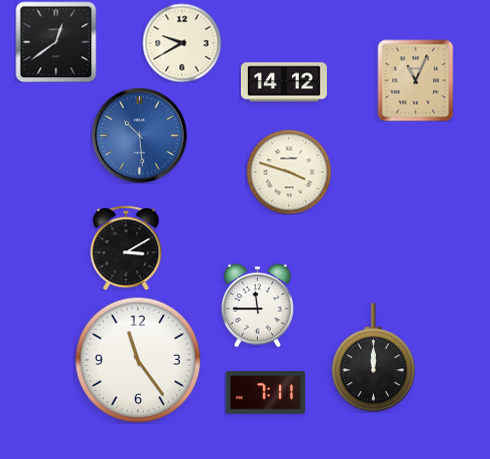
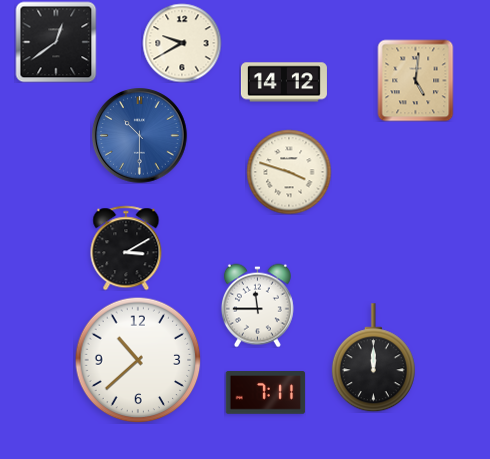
clock at (416, 80): 11:04 -> 5:01
clock at (140, 136): 10:29 -> 10:30
clock at (138, 360): 11:24 -> 10:38
